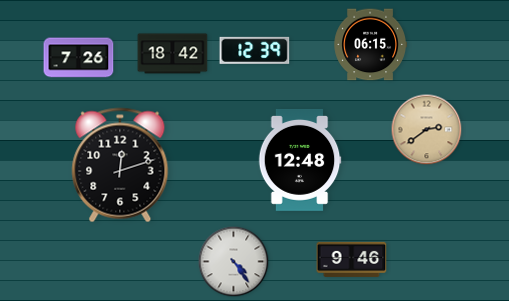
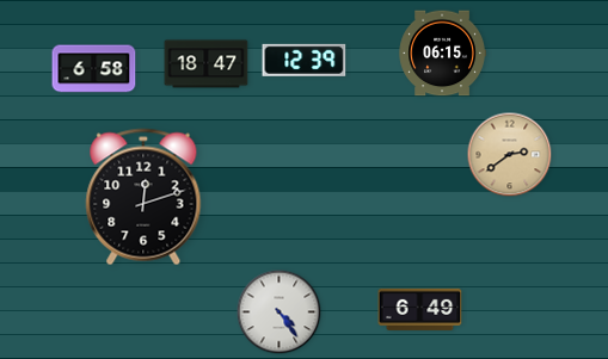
clock at (173, 54): 18:42 -> 18:47
clock at (79, 58): 7:26 -> 6:58
clock at (300, 160): 12:48 -> none
clock at (352, 259): 9:46 -> 6:49
